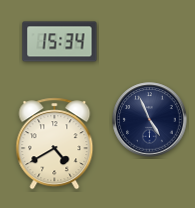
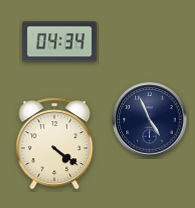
clock at (60, 42): 15:34 -> 04:34
clock at (55, 144): 4:40 -> 4:21
